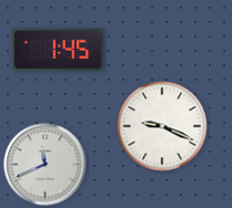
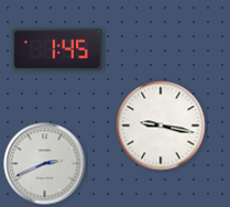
clock at (162, 126): 9:19 -> 9:17
clock at (46, 165): 11:41 -> 2:41
